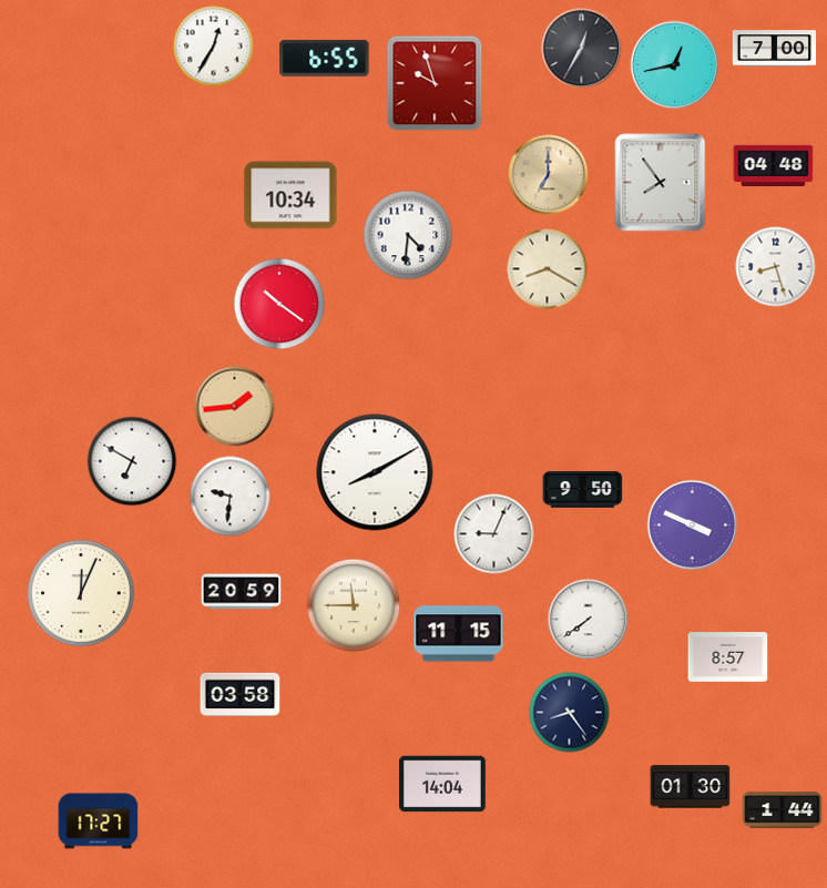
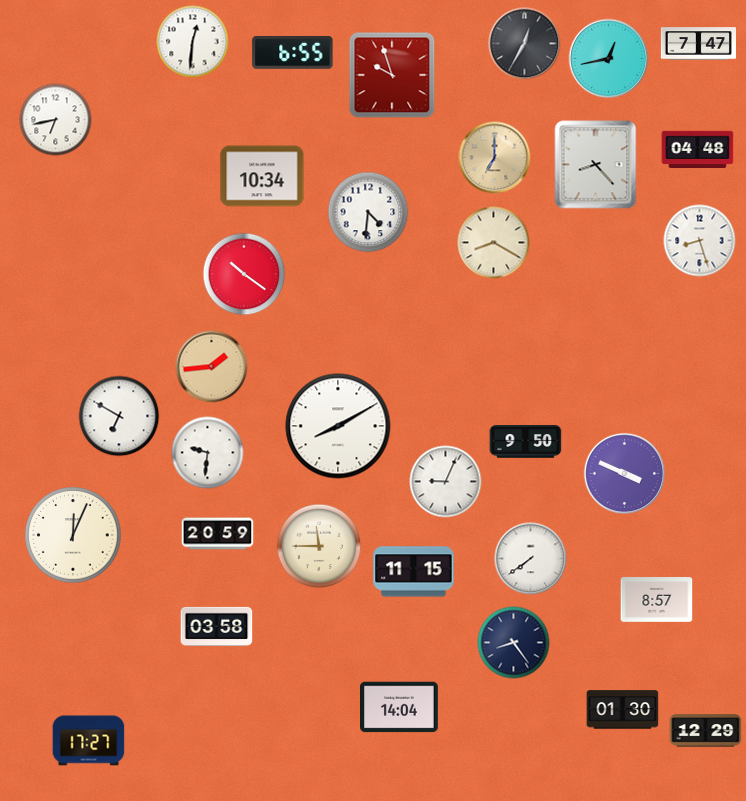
clock at (214, 47): 12:35 -> 12:31
clock at (774, 49): 7:00 -> 7:47
clock at (56, 120): none -> 6:43
clock at (661, 183): 7:54 -> 8:23
clock at (279, 304) position: (279, 304) -> (244, 274)
clock at (231, 497) position: (231, 497) -> (208, 453)
clock at (728, 657) position: (728, 657) -> (657, 600)
clock at (783, 810): 1:44 -> 12:29
